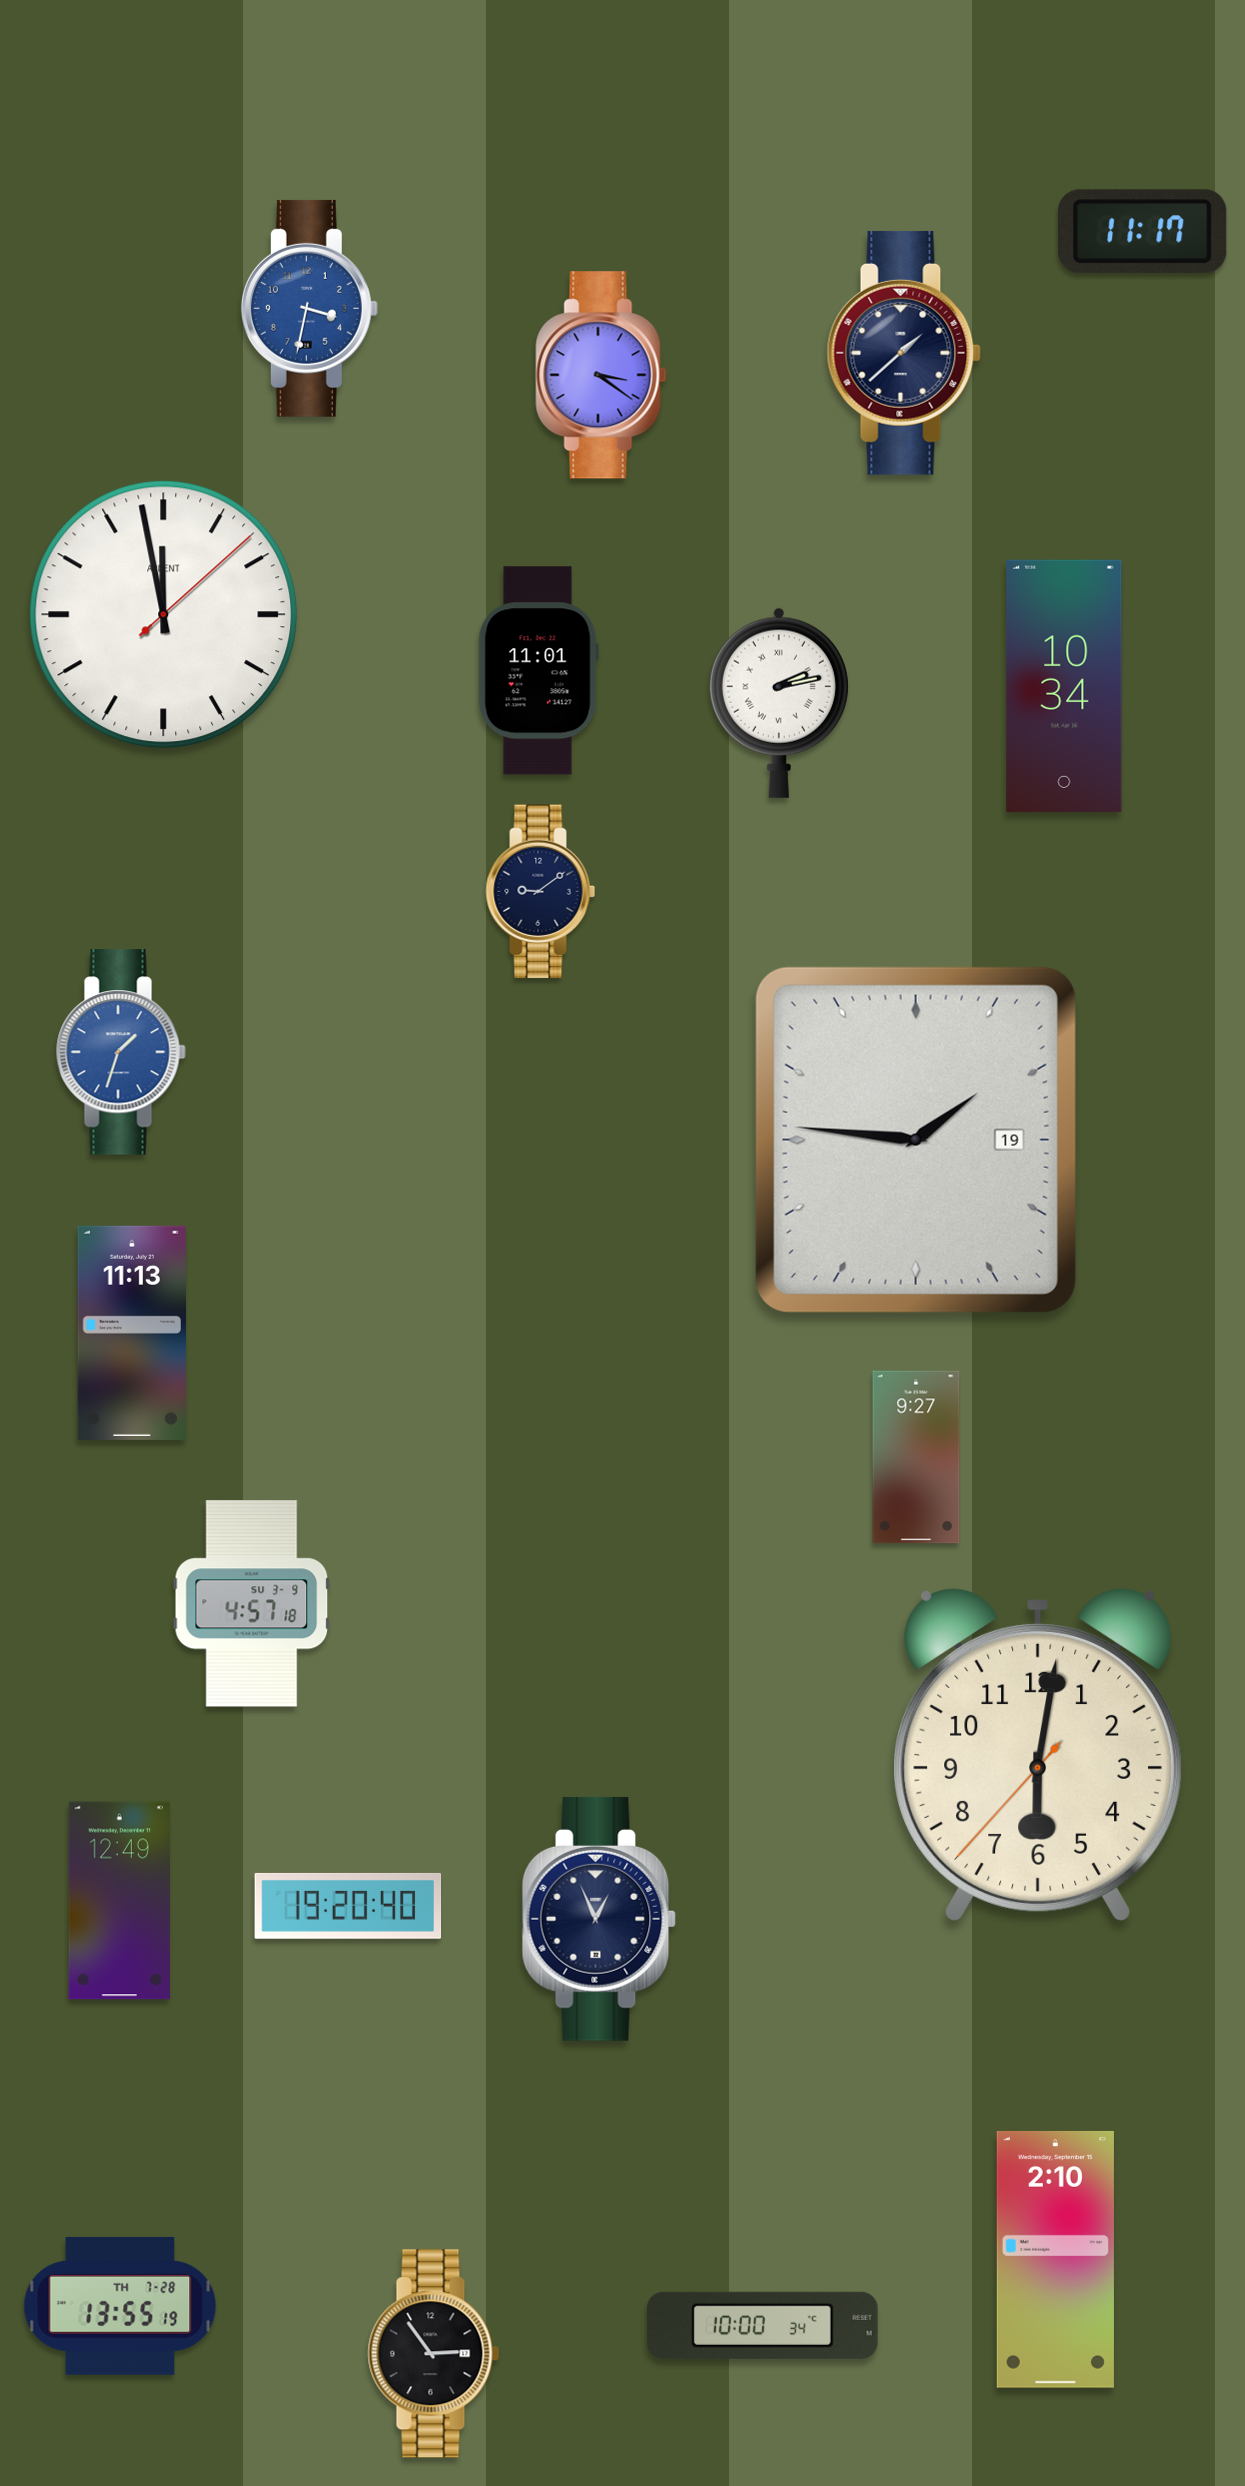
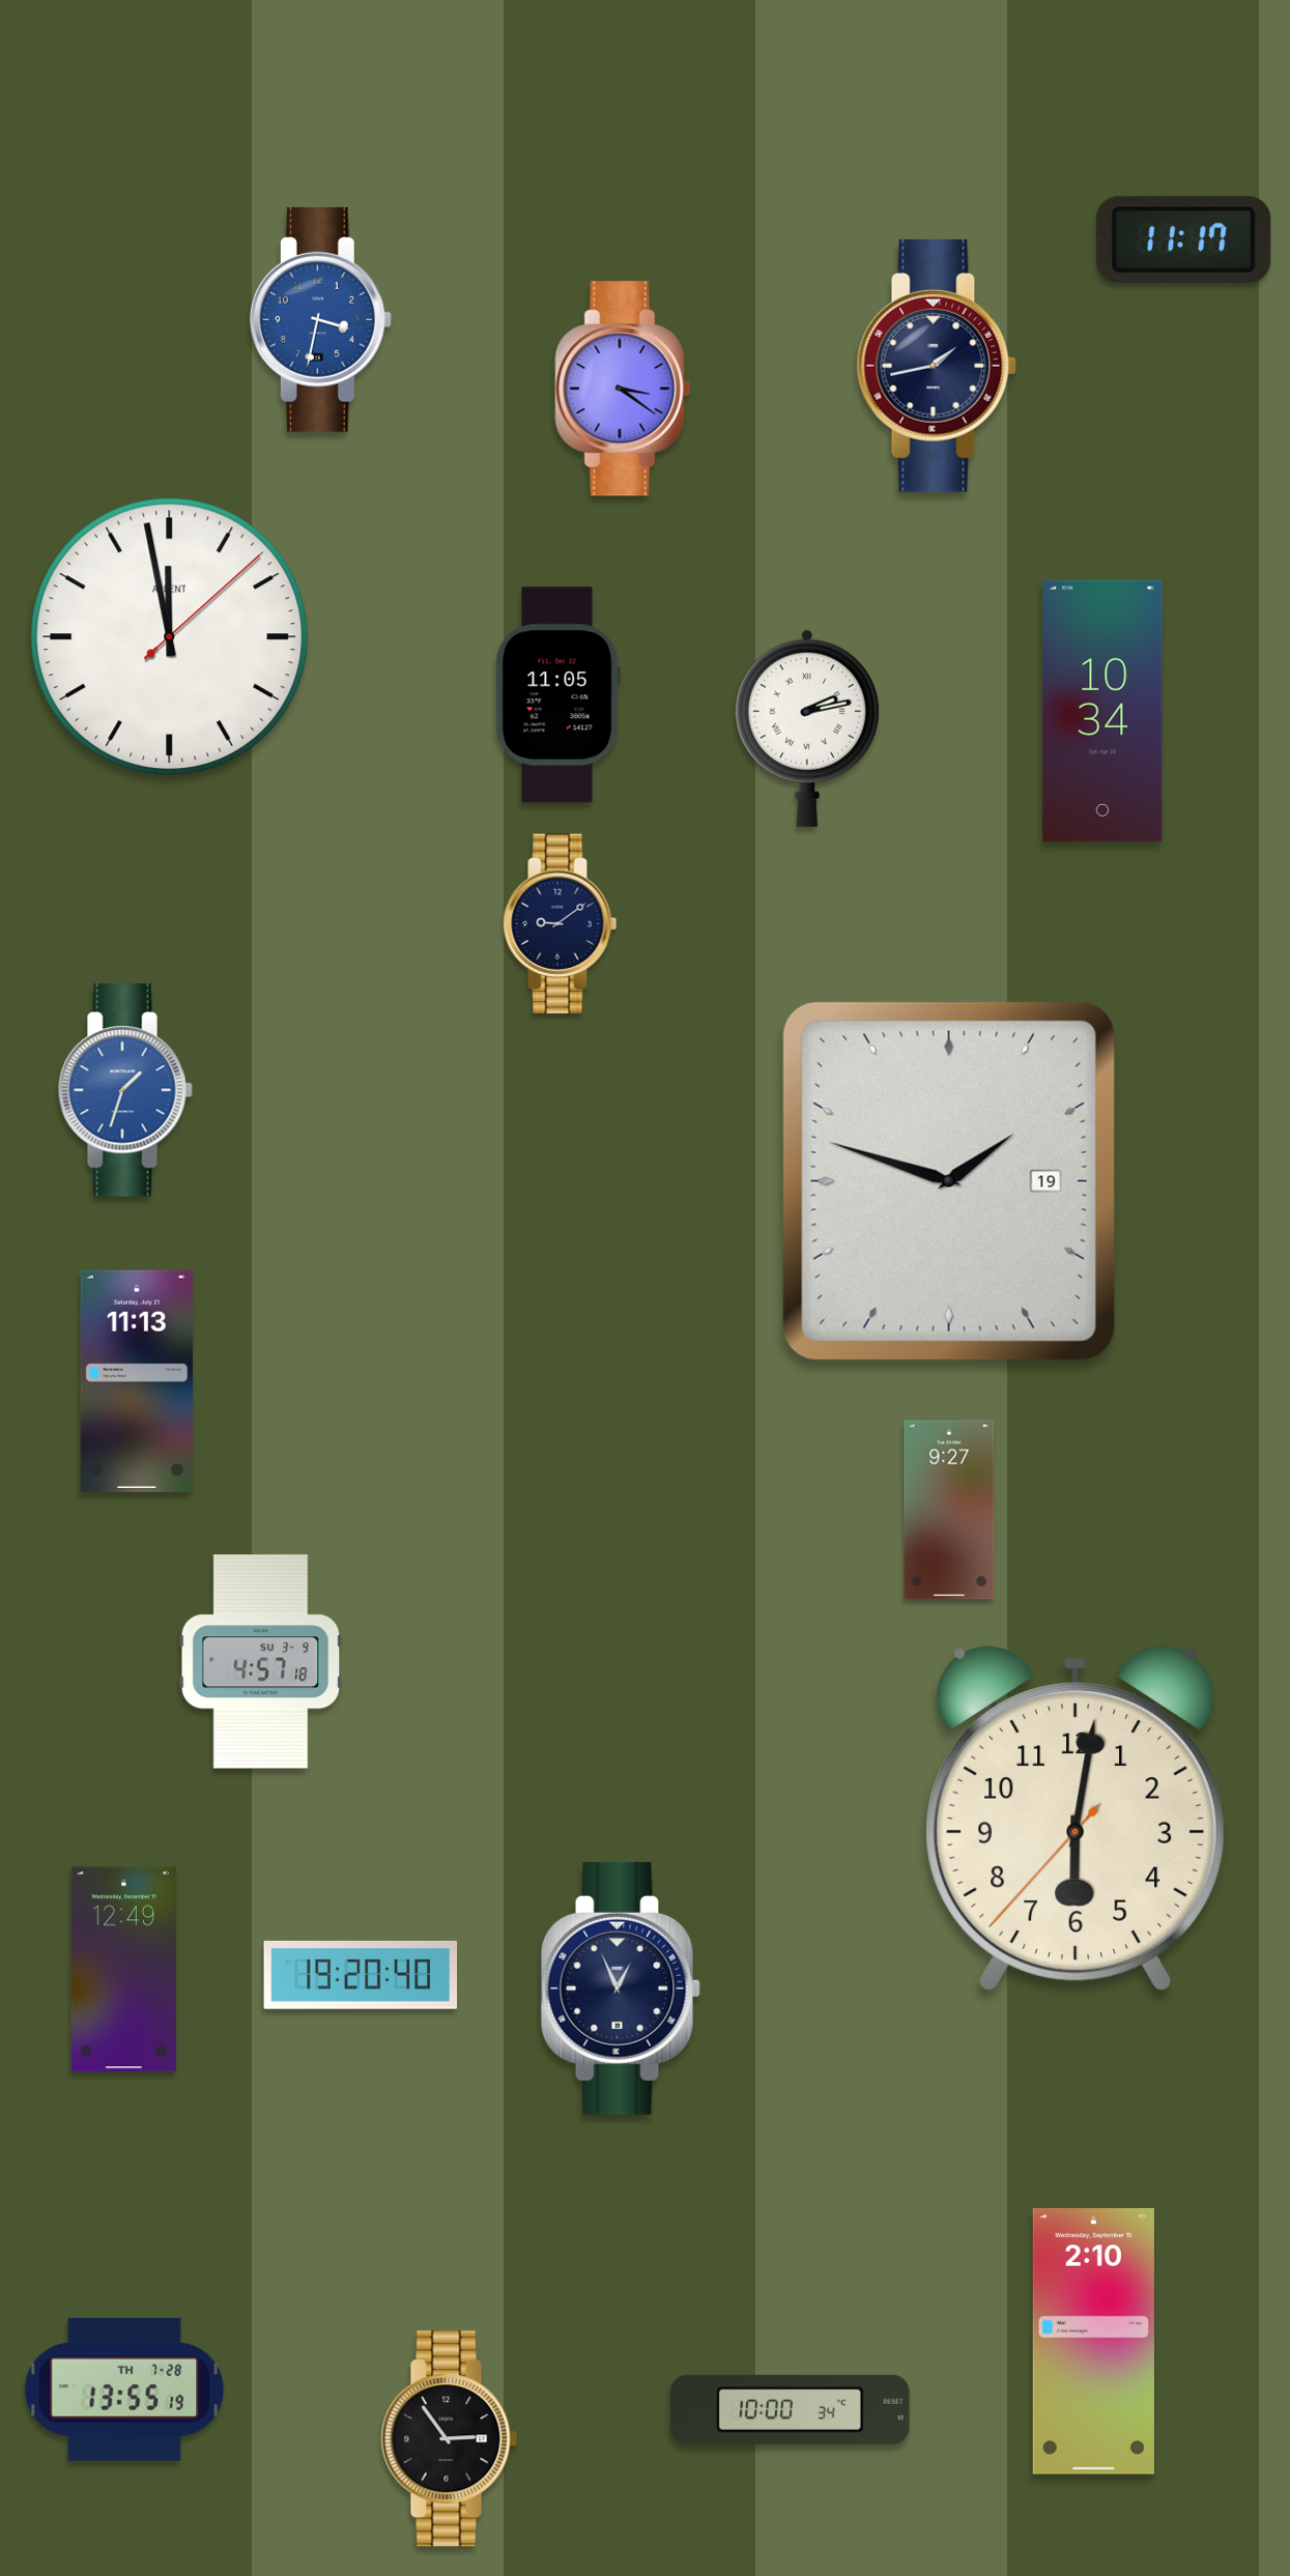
clock at (904, 353): 1:38 -> 1:43
clock at (538, 671): 11:01 -> 11:05
clock at (916, 1140): 1:46 -> 1:48
